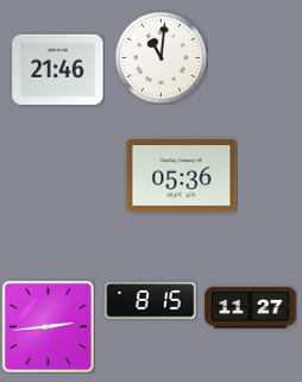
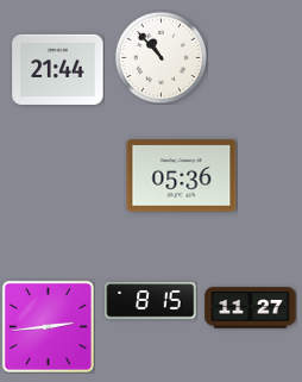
clock at (161, 57): 11:01 -> 10:53
clock at (58, 69): 21:46 -> 21:44
